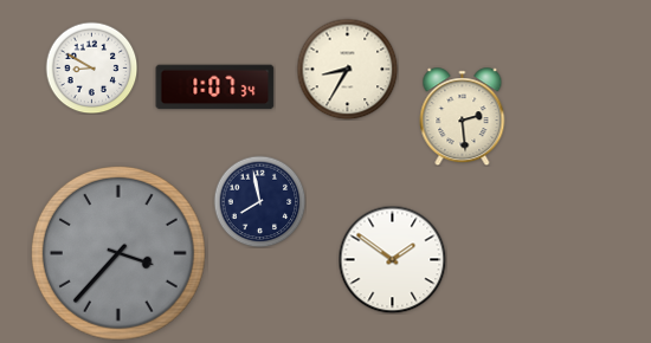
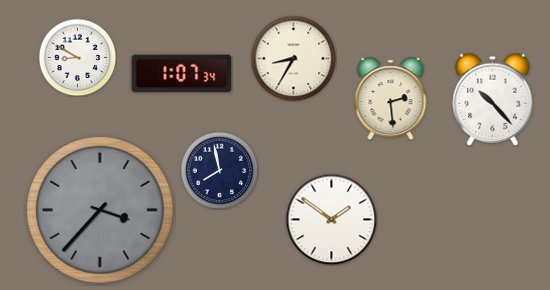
clock at (493, 99): none -> 10:23
clock at (118, 253) position: (118, 253) -> (100, 210)
